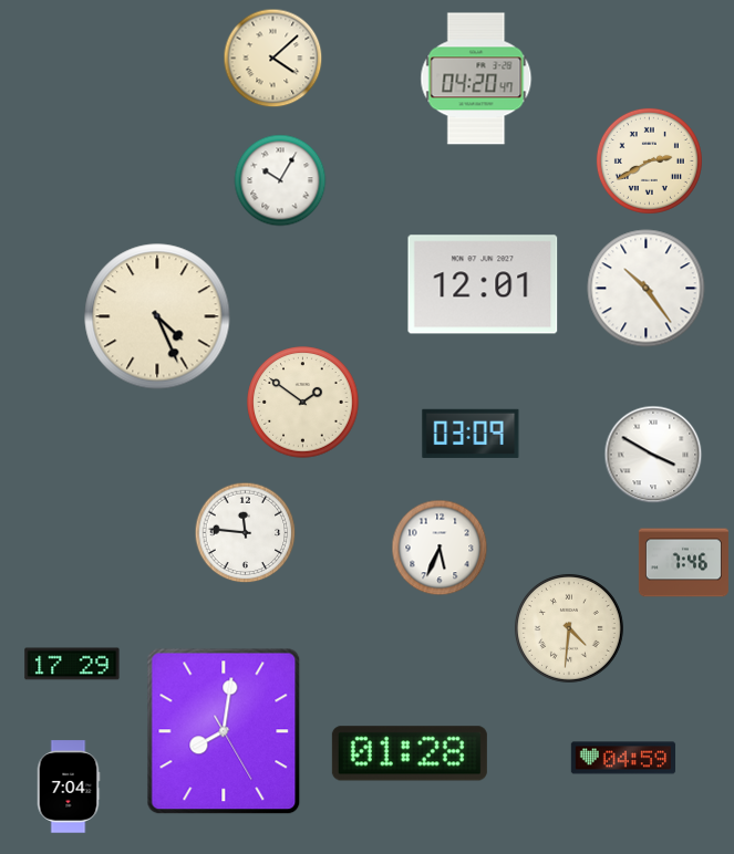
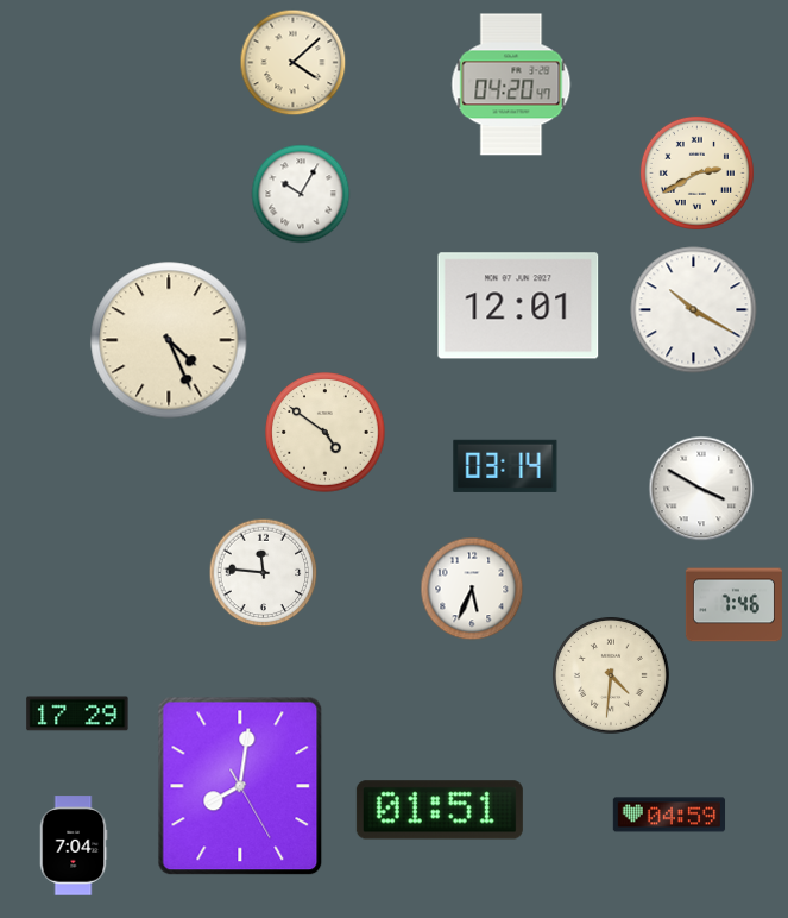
clock at (647, 289): 10:24 -> 10:20
clock at (303, 403): 1:51 -> 4:51
clock at (471, 434): 03:09 -> 03:14
clock at (410, 753): 01:28 -> 01:51
